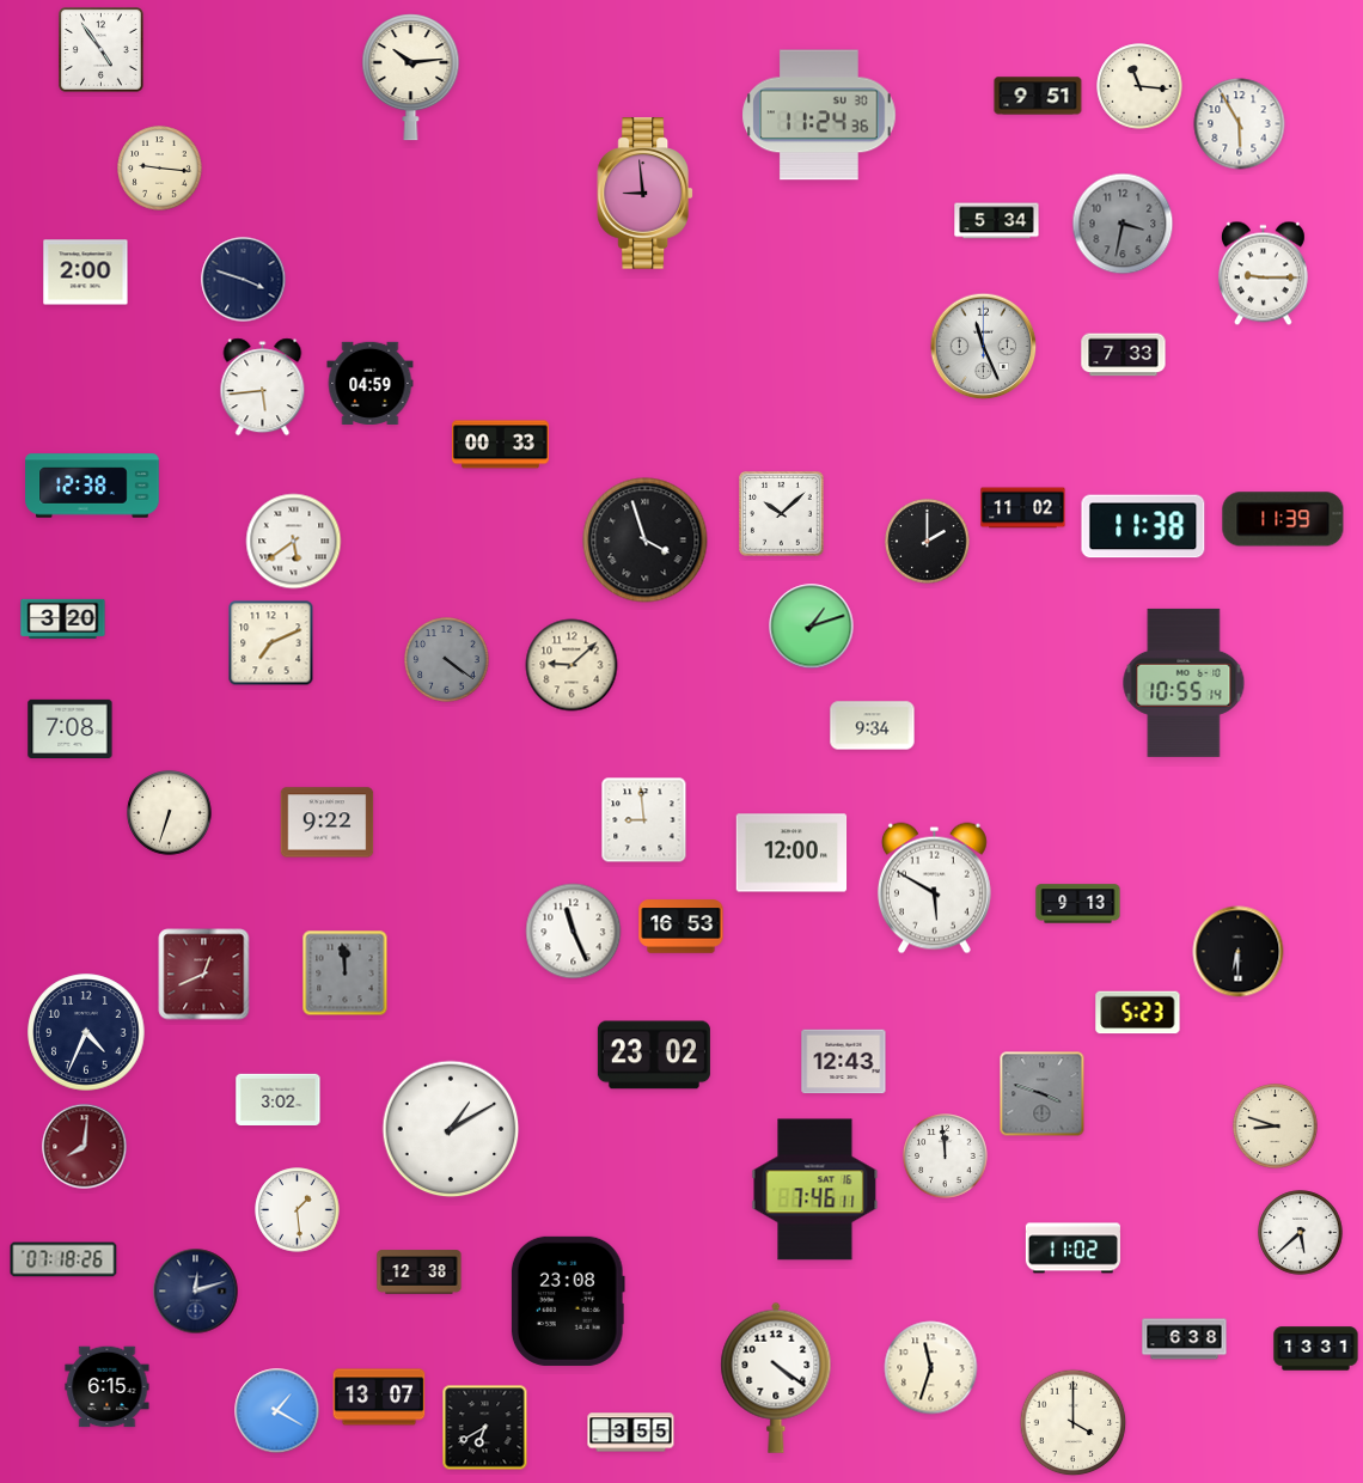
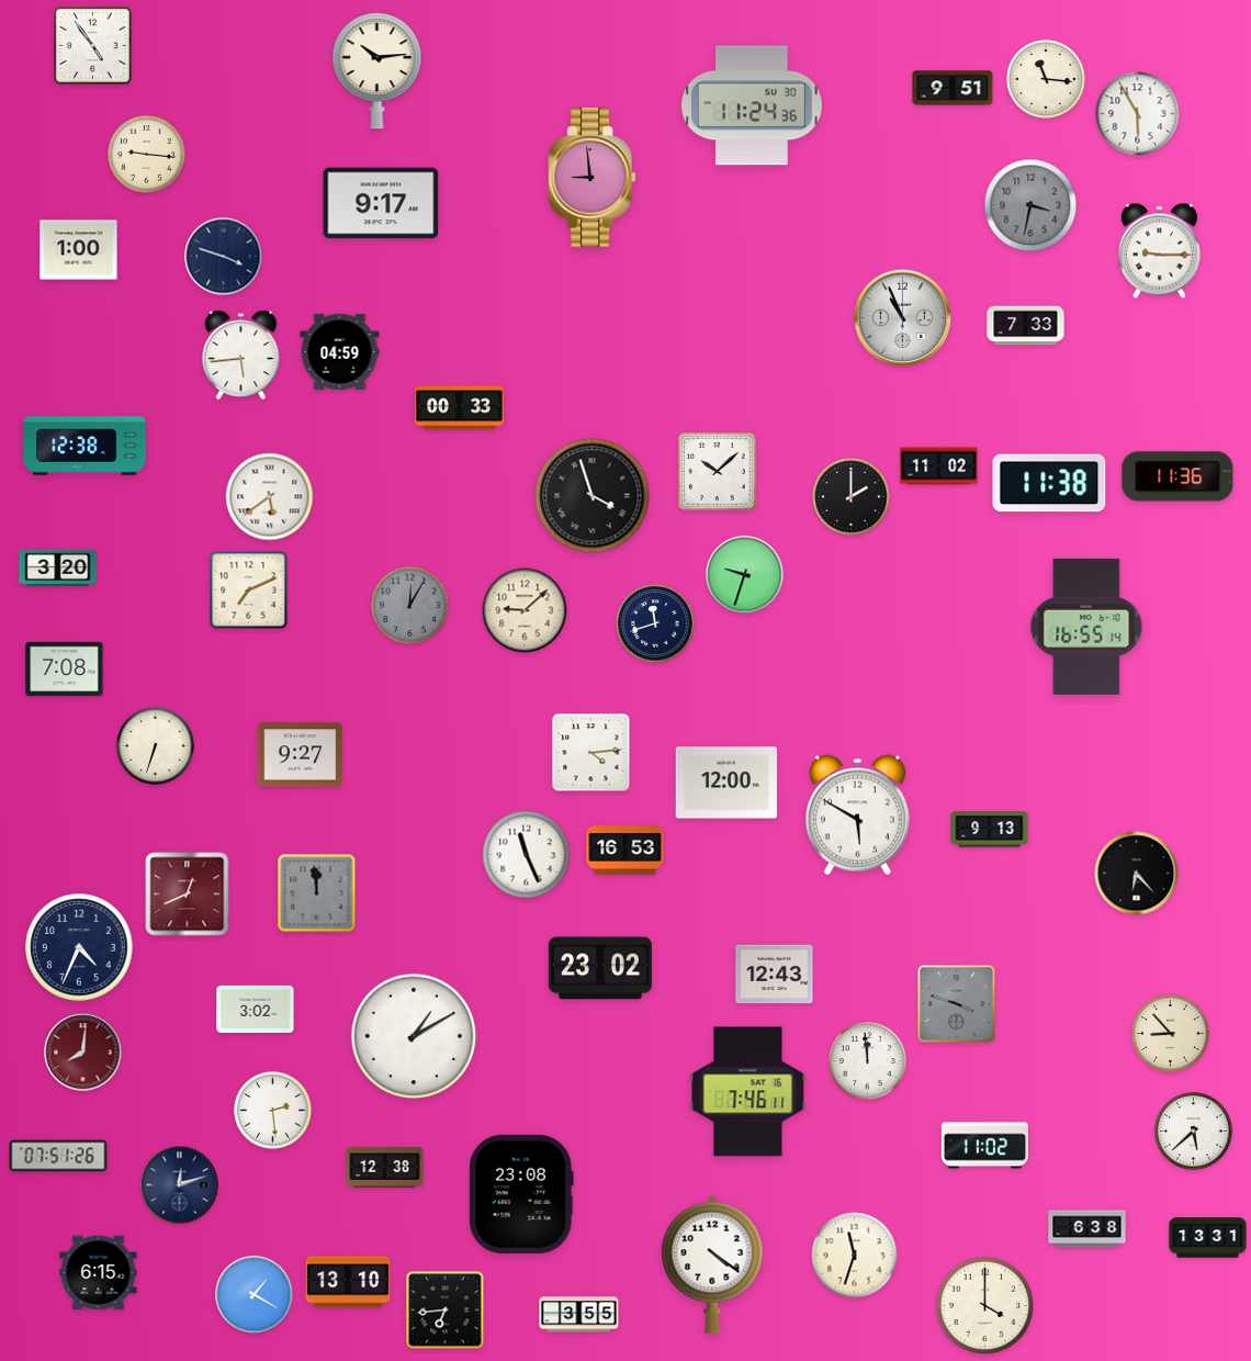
clock at (381, 203): none -> 9:17
clock at (997, 221): 5:34 -> none
clock at (86, 273): 2:00 -> 1:00
clock at (984, 347): 11:26 -> 10:56
clock at (1124, 355) position: (1124, 355) -> (1026, 326)
clock at (1283, 519): 11:39 -> 11:36
clock at (812, 627): 1:12 -> 9:33
clock at (447, 660): 4:21 -> 12:05
clock at (655, 623): none -> 11:42
clock at (1184, 683): 10:55 -> 16:55
clock at (873, 726): 9:34 -> none
clock at (644, 820): 8:59 -> 4:14
clock at (328, 823): 9:22 -> 9:27
clock at (1239, 952): 6:30 -> 6:23
clock at (1138, 1013): 5:23 -> none
clock at (1276, 1127): 8:48 -> 8:53
clock at (85, 1147) position: (85, 1147) -> (83, 1053)
clock at (298, 1210): 1:29 -> 2:29
clock at (63, 1259): 07:18 -> 07:51
clock at (379, 1397): 13:07 -> 13:10
clock at (485, 1428): 6:40 -> 6:44
